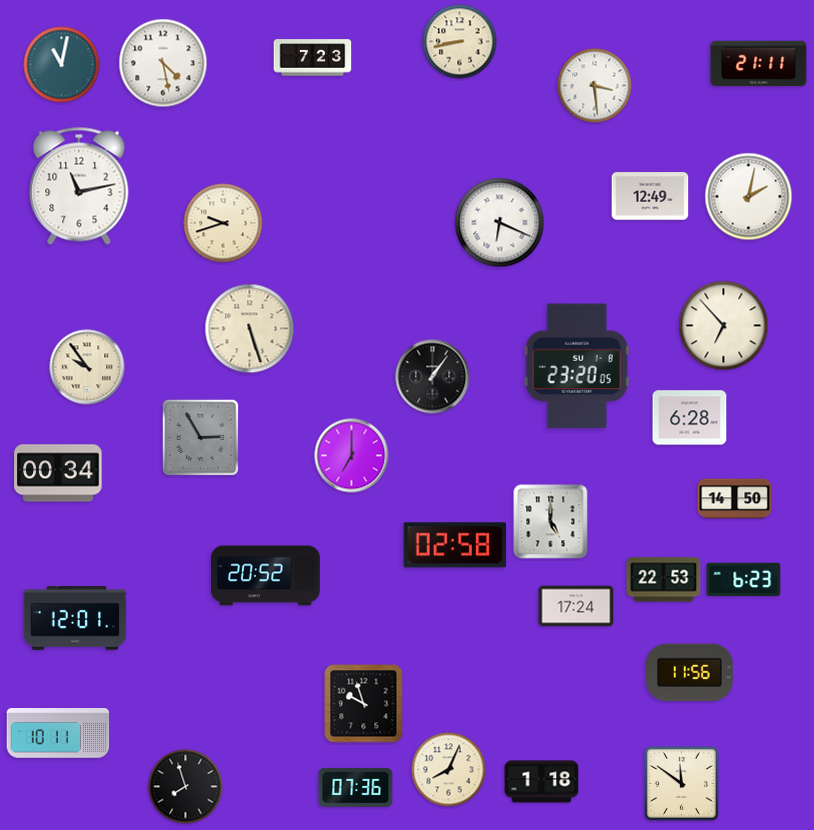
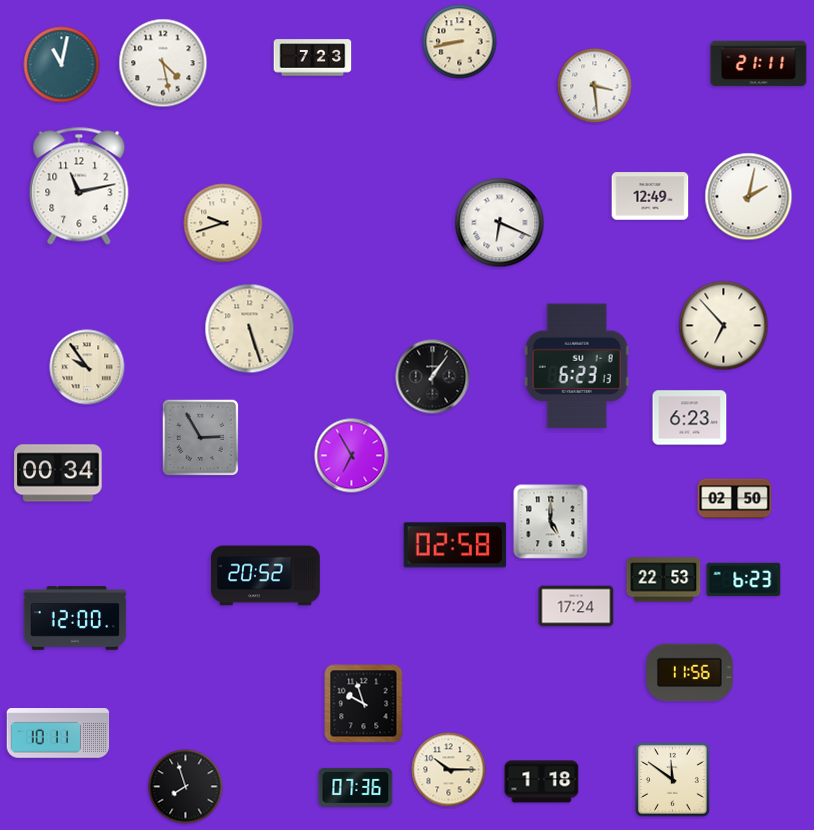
clock at (577, 366): 23:20 -> 6:23
clock at (690, 418): 6:28 -> 6:23
clock at (352, 456): 7:00 -> 6:55
clock at (735, 499): 14:50 -> 02:50
clock at (75, 618): 12:01 -> 12:00
clock at (449, 770): 8:04 -> 10:15
clock at (681, 783) position: (681, 783) -> (672, 779)
